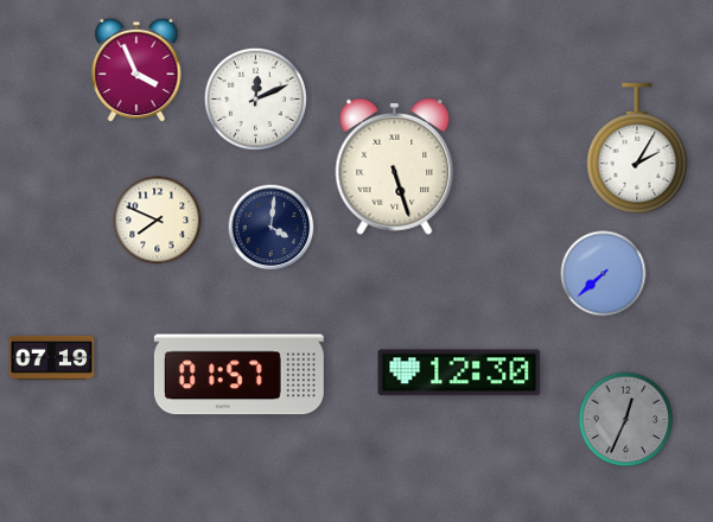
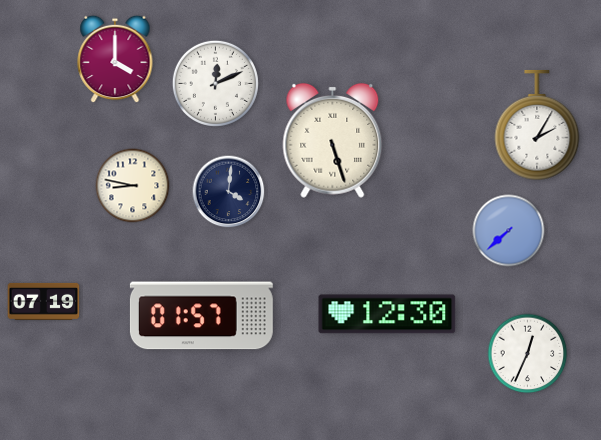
clock at (136, 70): 3:56 -> 4:00
clock at (158, 221): 7:49 -> 8:47
clock at (626, 420) dial: grey -> white
